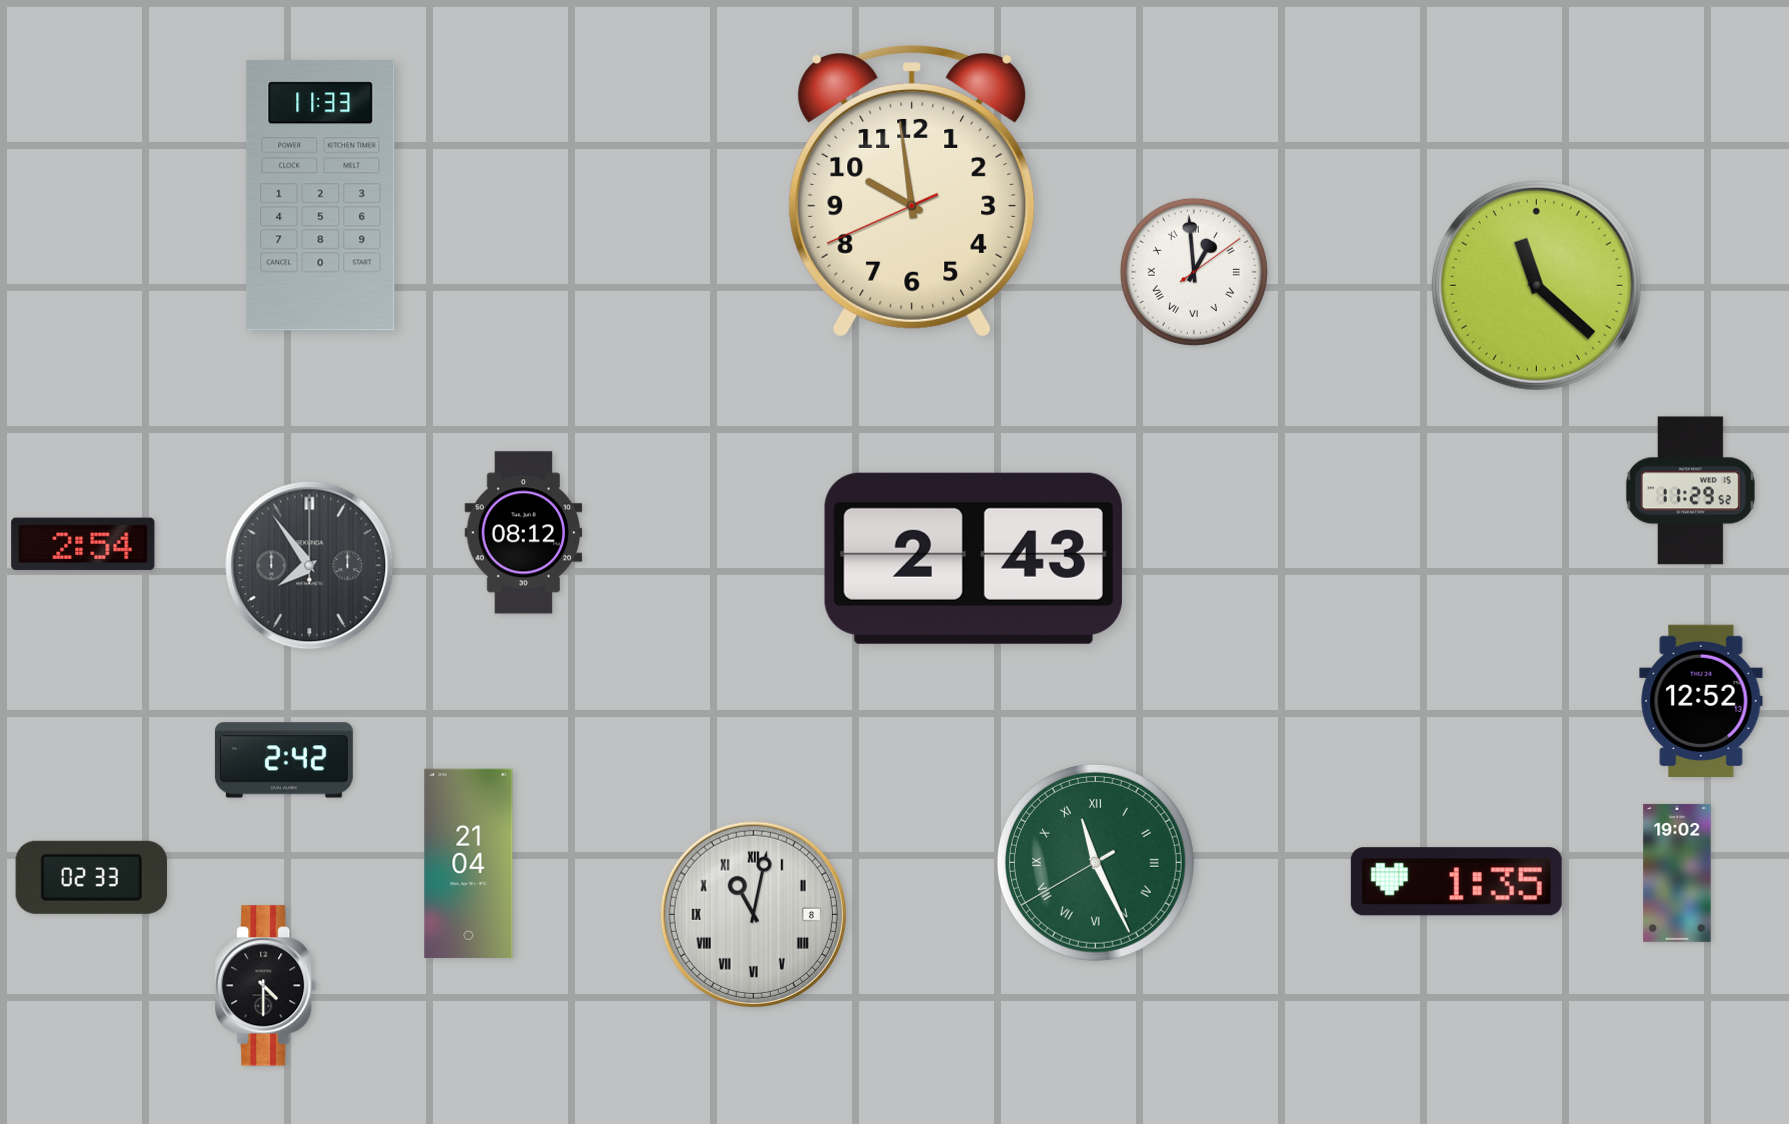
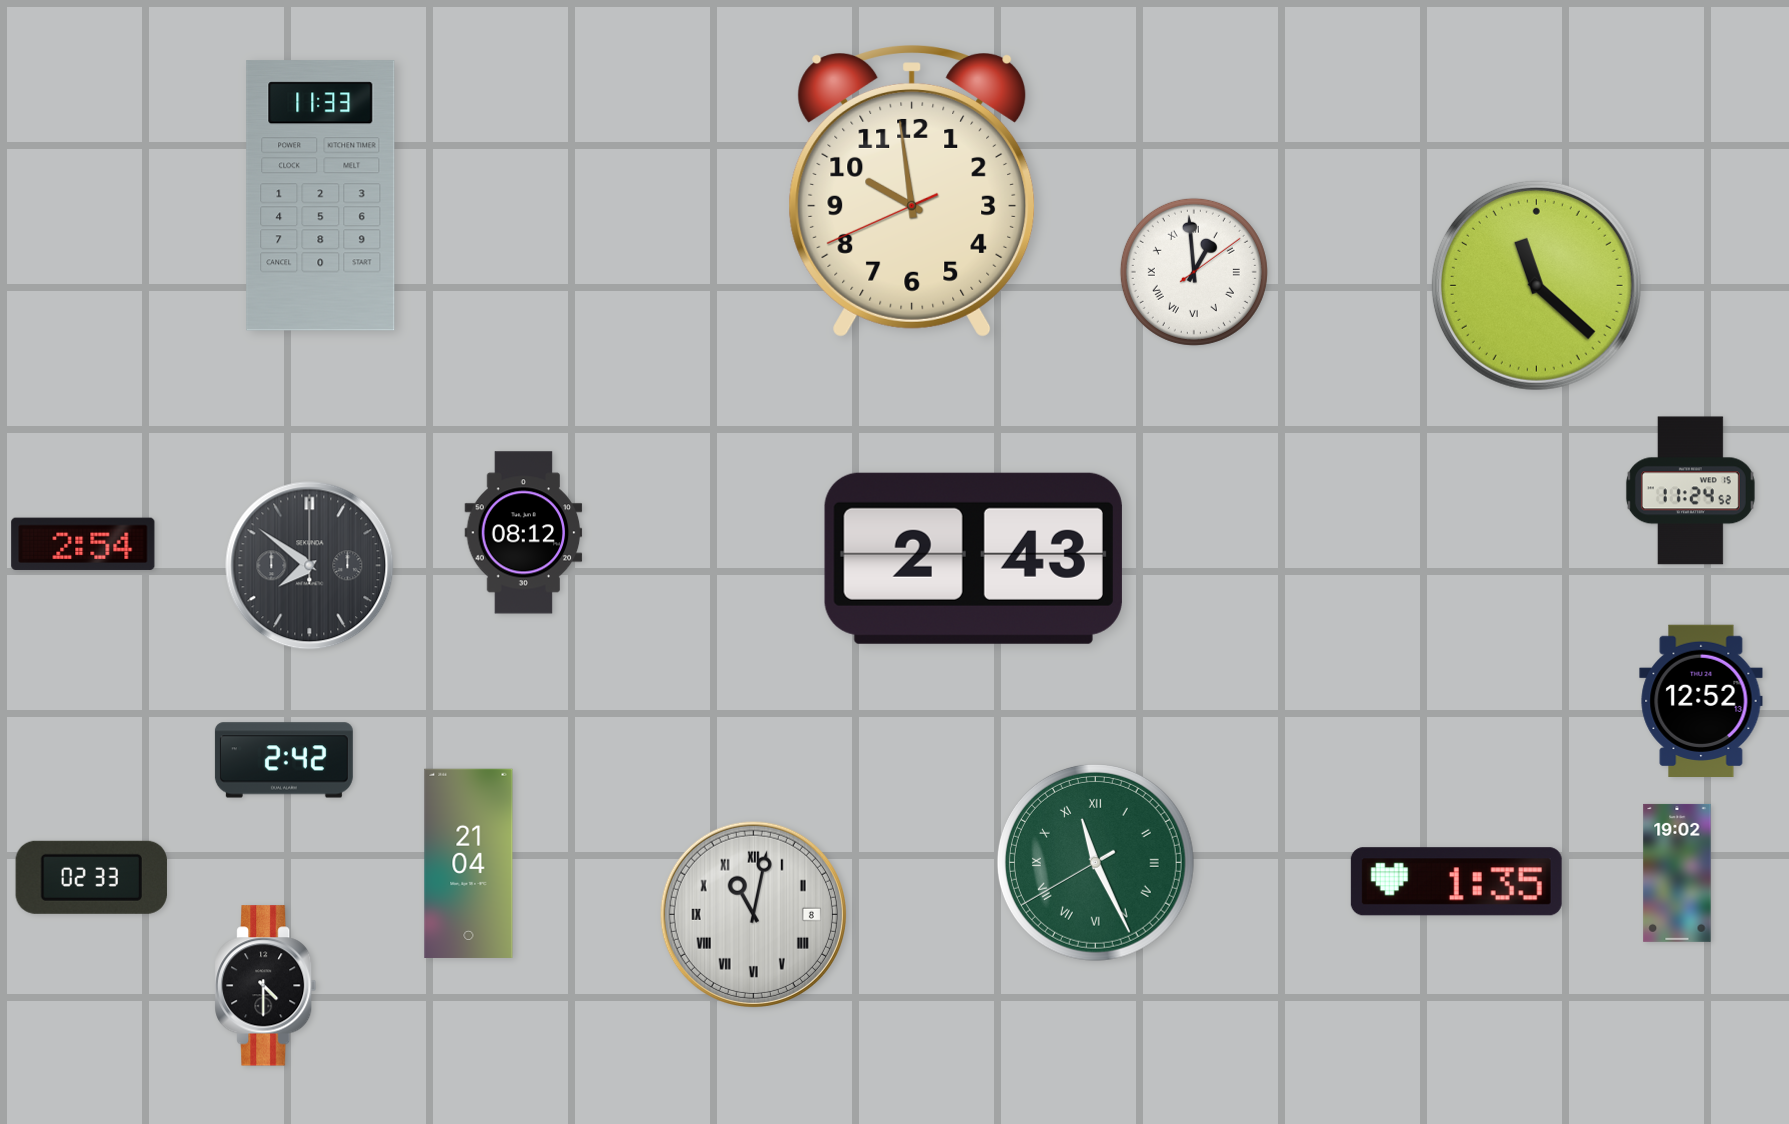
clock at (1690, 491): 11:29 -> 11:24
clock at (310, 566): 7:54 -> 7:51
